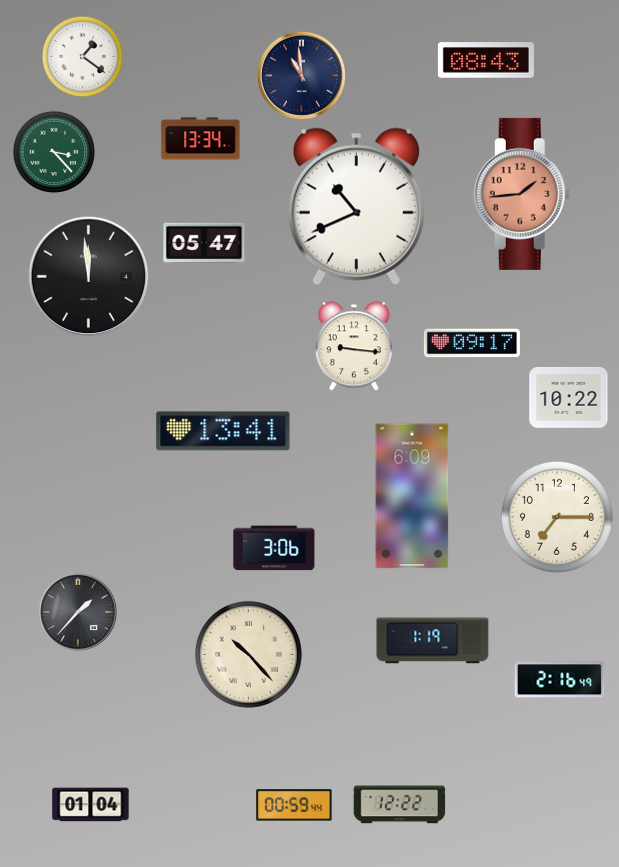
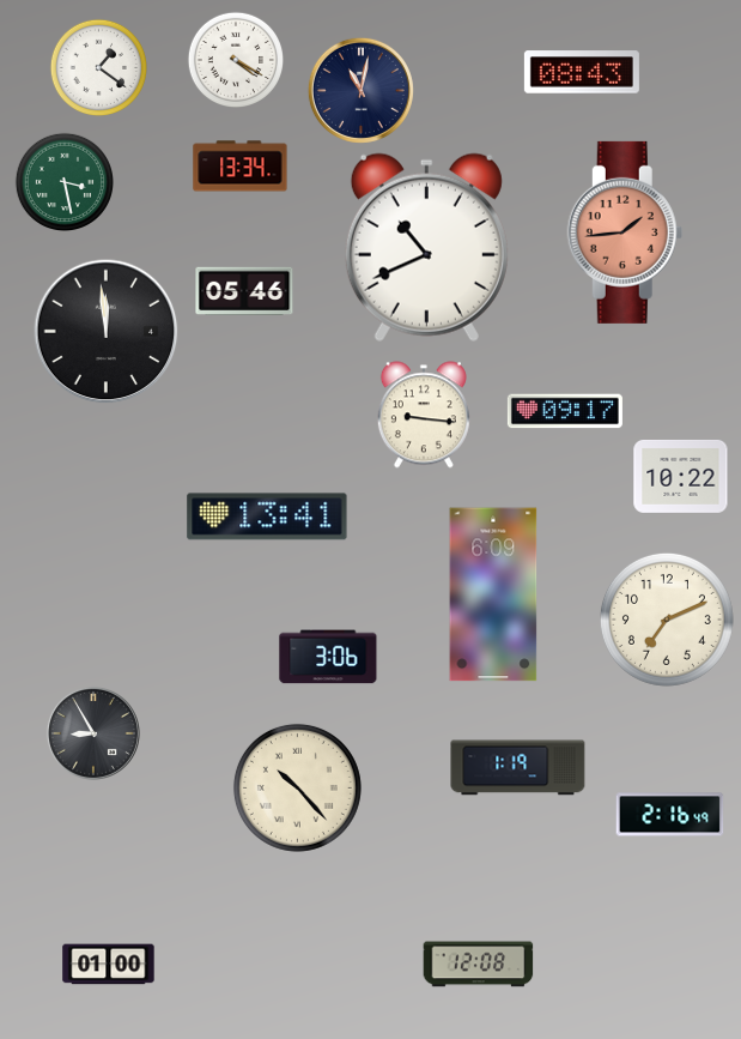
clock at (235, 59): none -> 4:20
clock at (301, 75): 10:59 -> 11:02
clock at (53, 151): 3:23 -> 3:28
clock at (204, 243): 05:47 -> 05:46
clock at (557, 517): 7:15 -> 7:11
clock at (78, 612): 1:37 -> 8:55
clock at (248, 654) position: (248, 654) -> (297, 787)
clock at (91, 805): 01:04 -> 01:00
clock at (294, 805): 00:59 -> none
clock at (400, 805): 12:22 -> 12:08
